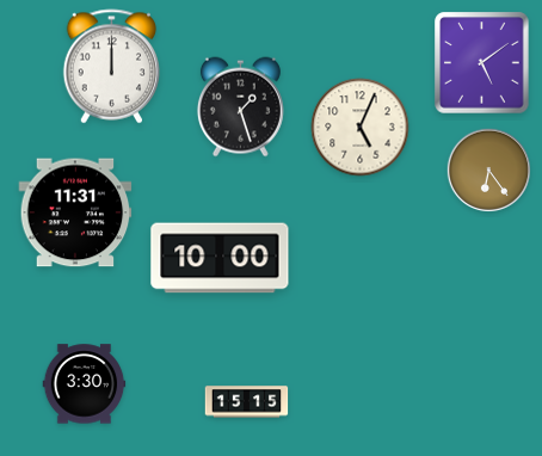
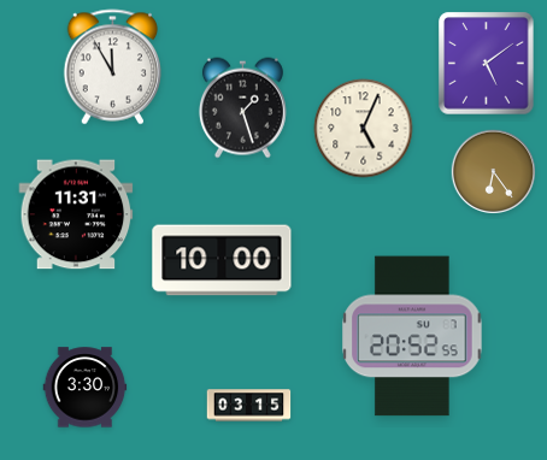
clock at (111, 67): 12:00 -> 11:55
clock at (412, 336): none -> 20:52
clock at (247, 402): 15:15 -> 03:15
